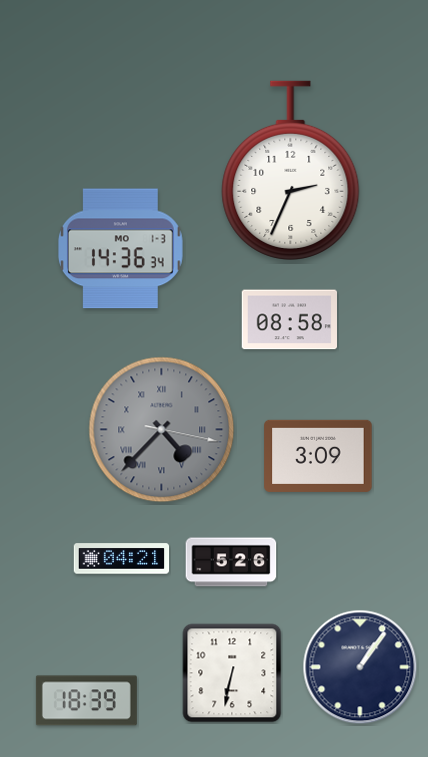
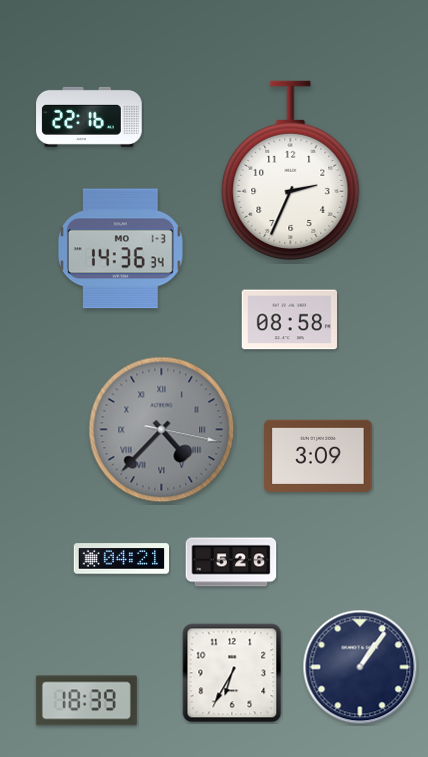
clock at (89, 117): none -> 22:16
clock at (232, 673): 6:32 -> 6:35
